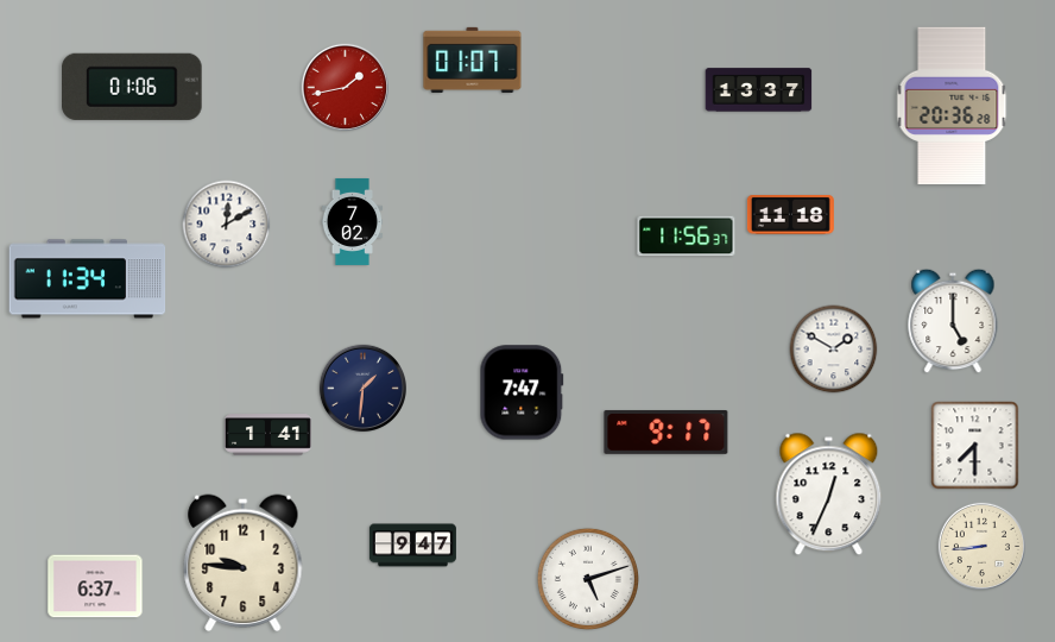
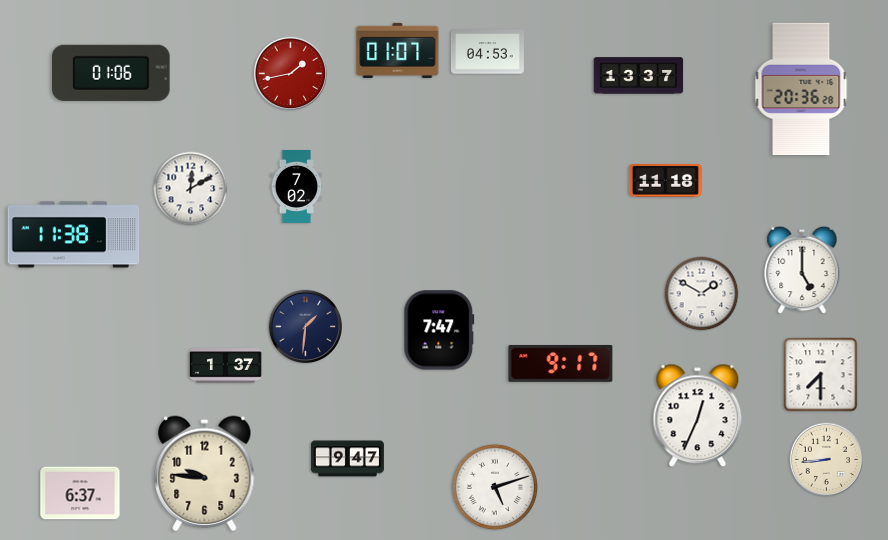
clock at (487, 52): none -> 04:53
clock at (687, 237): 11:56 -> none
clock at (88, 279): 11:34 -> 11:38
clock at (267, 435): 1:41 -> 1:37
